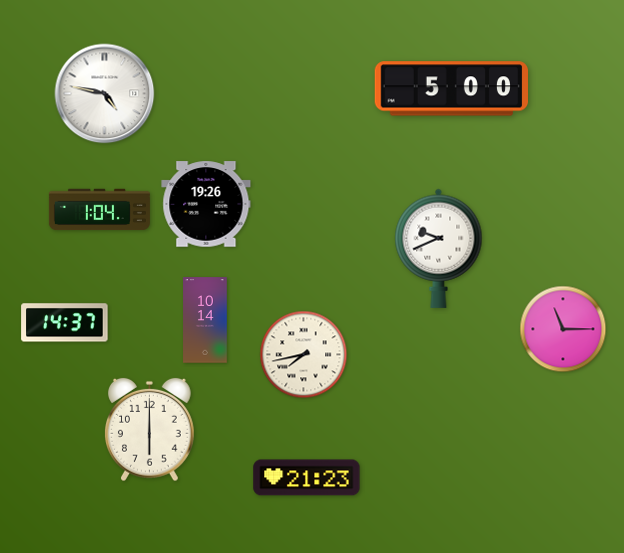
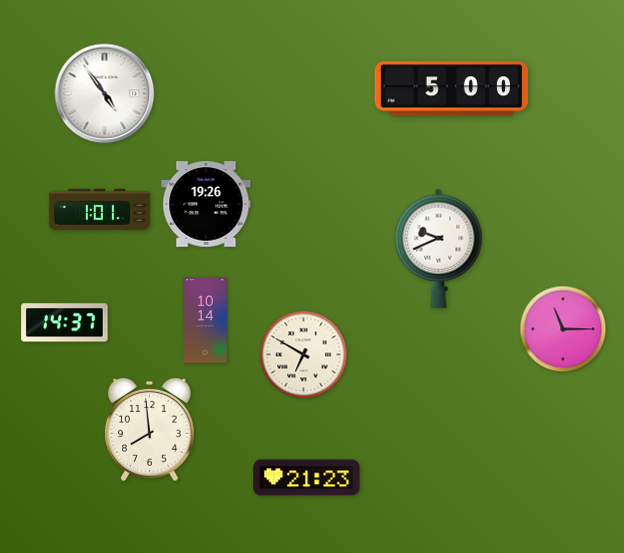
clock at (105, 94): 4:47 -> 4:54
clock at (99, 210): 1:04 -> 1:01
clock at (304, 355): 7:43 -> 6:50
clock at (150, 430): 6:00 -> 7:59
